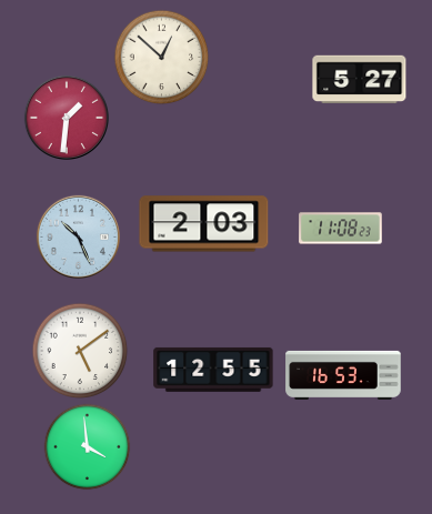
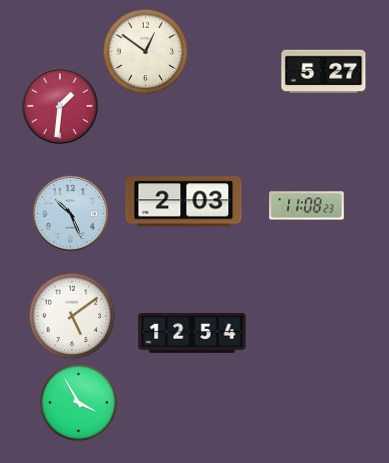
clock at (162, 58): 12:52 -> 12:51
clock at (213, 370): 12:55 -> 12:54
clock at (343, 375): 16:53 -> none
clock at (88, 447): 3:59 -> 3:55
